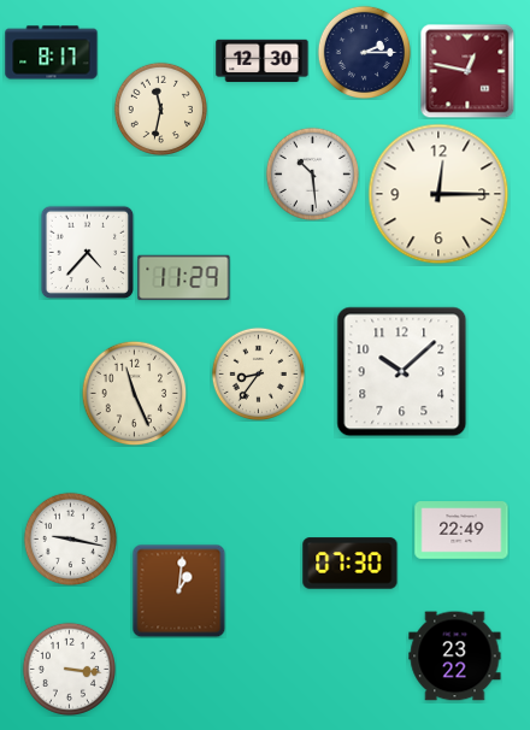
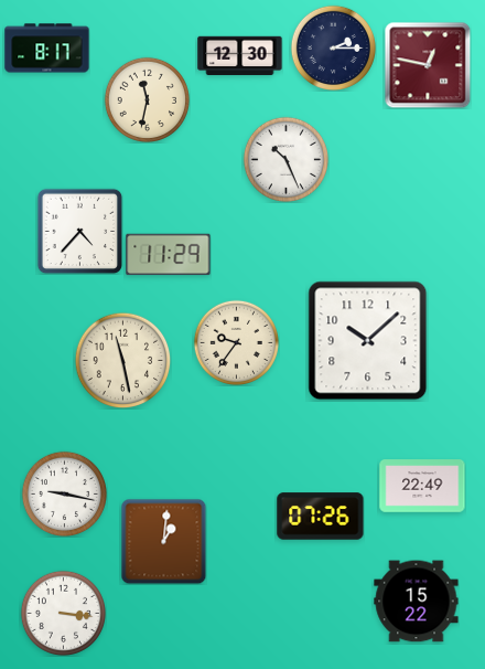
clock at (312, 173): 10:29 -> 10:26
clock at (438, 194): 12:15 -> none
clock at (258, 373): 8:36 -> 9:36
clock at (134, 393): 11:26 -> 11:28
clock at (351, 564): 07:30 -> 07:26
clock at (455, 657): 23:22 -> 15:22
